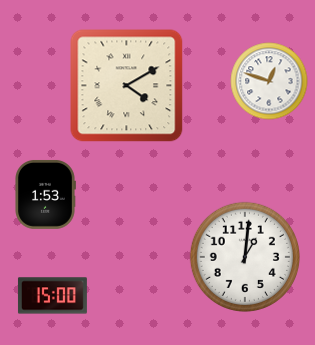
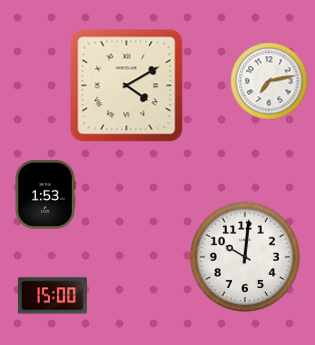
clock at (269, 81): 12:48 -> 7:13
clock at (245, 257): 1:01 -> 10:01
